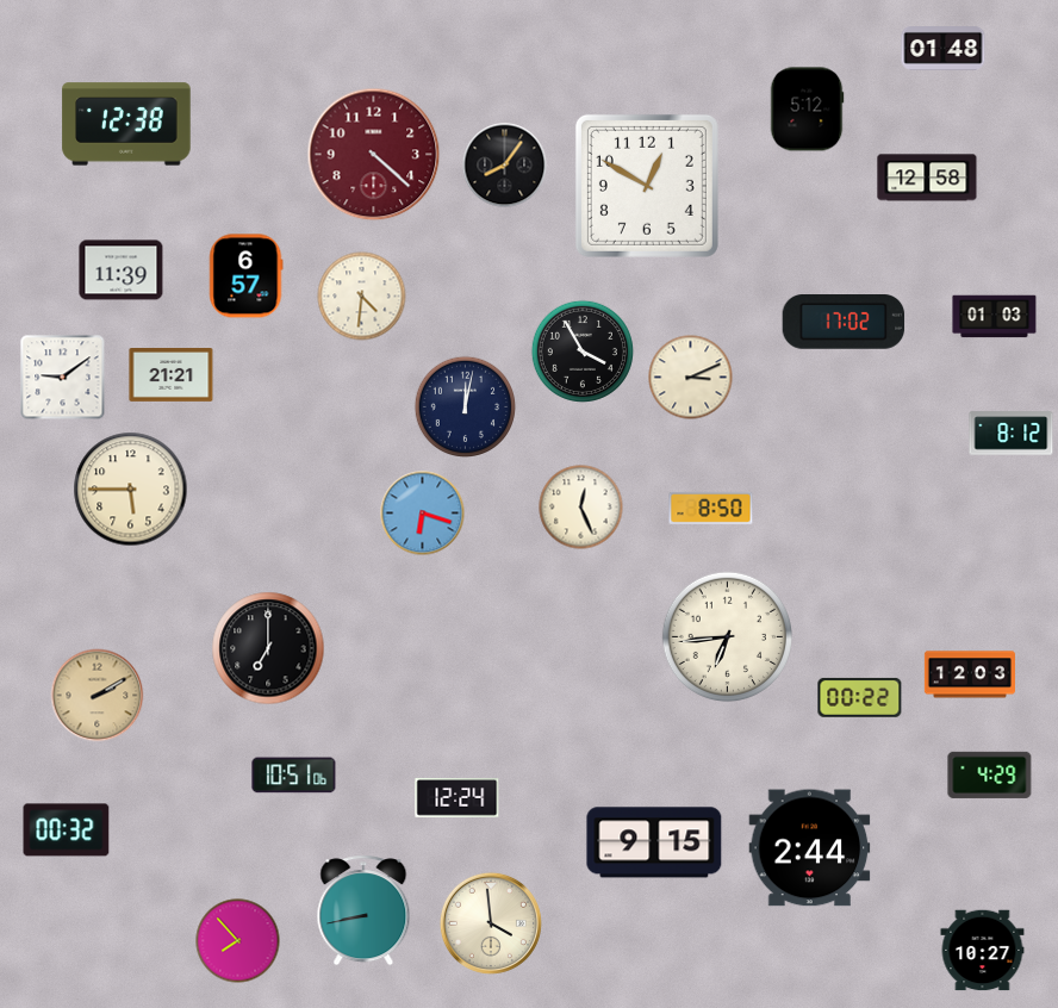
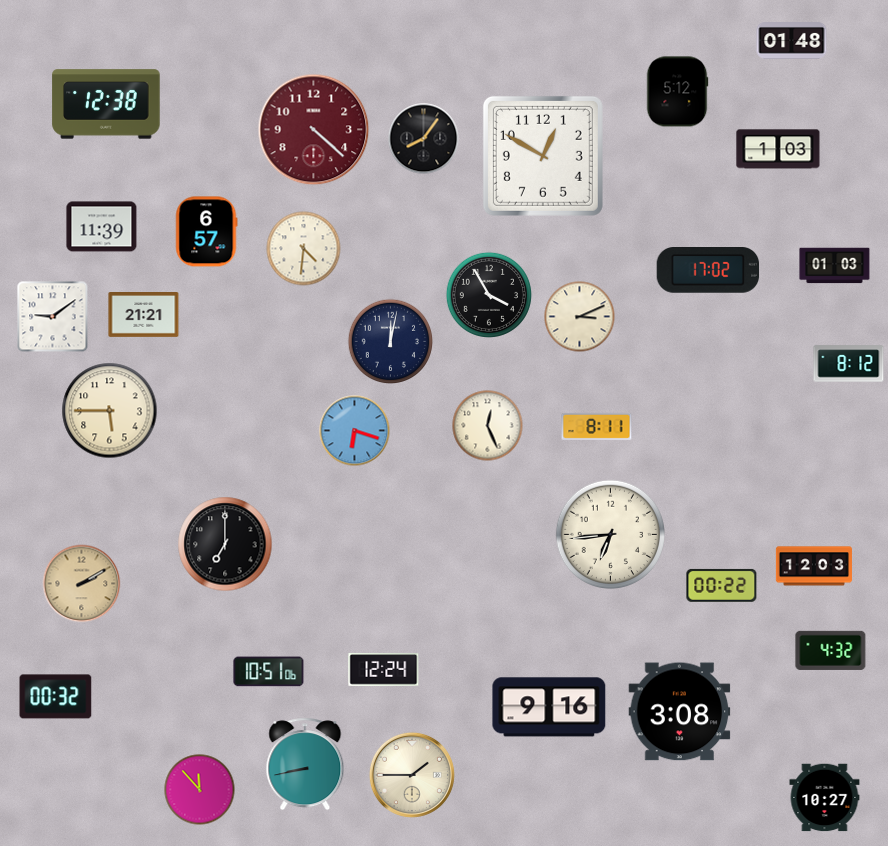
clock at (927, 178): 12:58 -> 1:03
clock at (711, 508): 8:50 -> 8:11
clock at (990, 774): 4:29 -> 4:32
clock at (294, 776) position: (294, 776) -> (269, 672)
clock at (654, 842): 9:15 -> 9:16
clock at (810, 848): 2:44 -> 3:08
clock at (491, 923): 3:59 -> 1:45
clock at (238, 941): 7:53 -> 11:53
